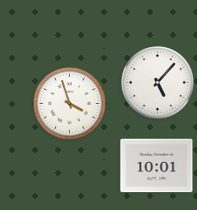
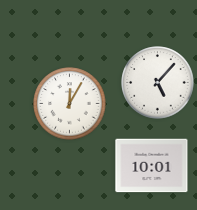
clock at (70, 104): 3:57 -> 12:05
clock at (157, 166) position: (157, 166) -> (152, 166)
